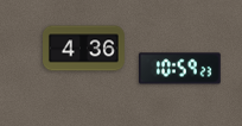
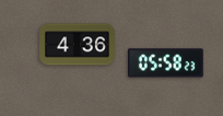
clock at (179, 69): 10:59 -> 05:58
